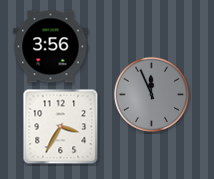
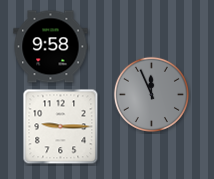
clock at (51, 47): 3:56 -> 9:58
clock at (61, 127): 3:35 -> 9:15
